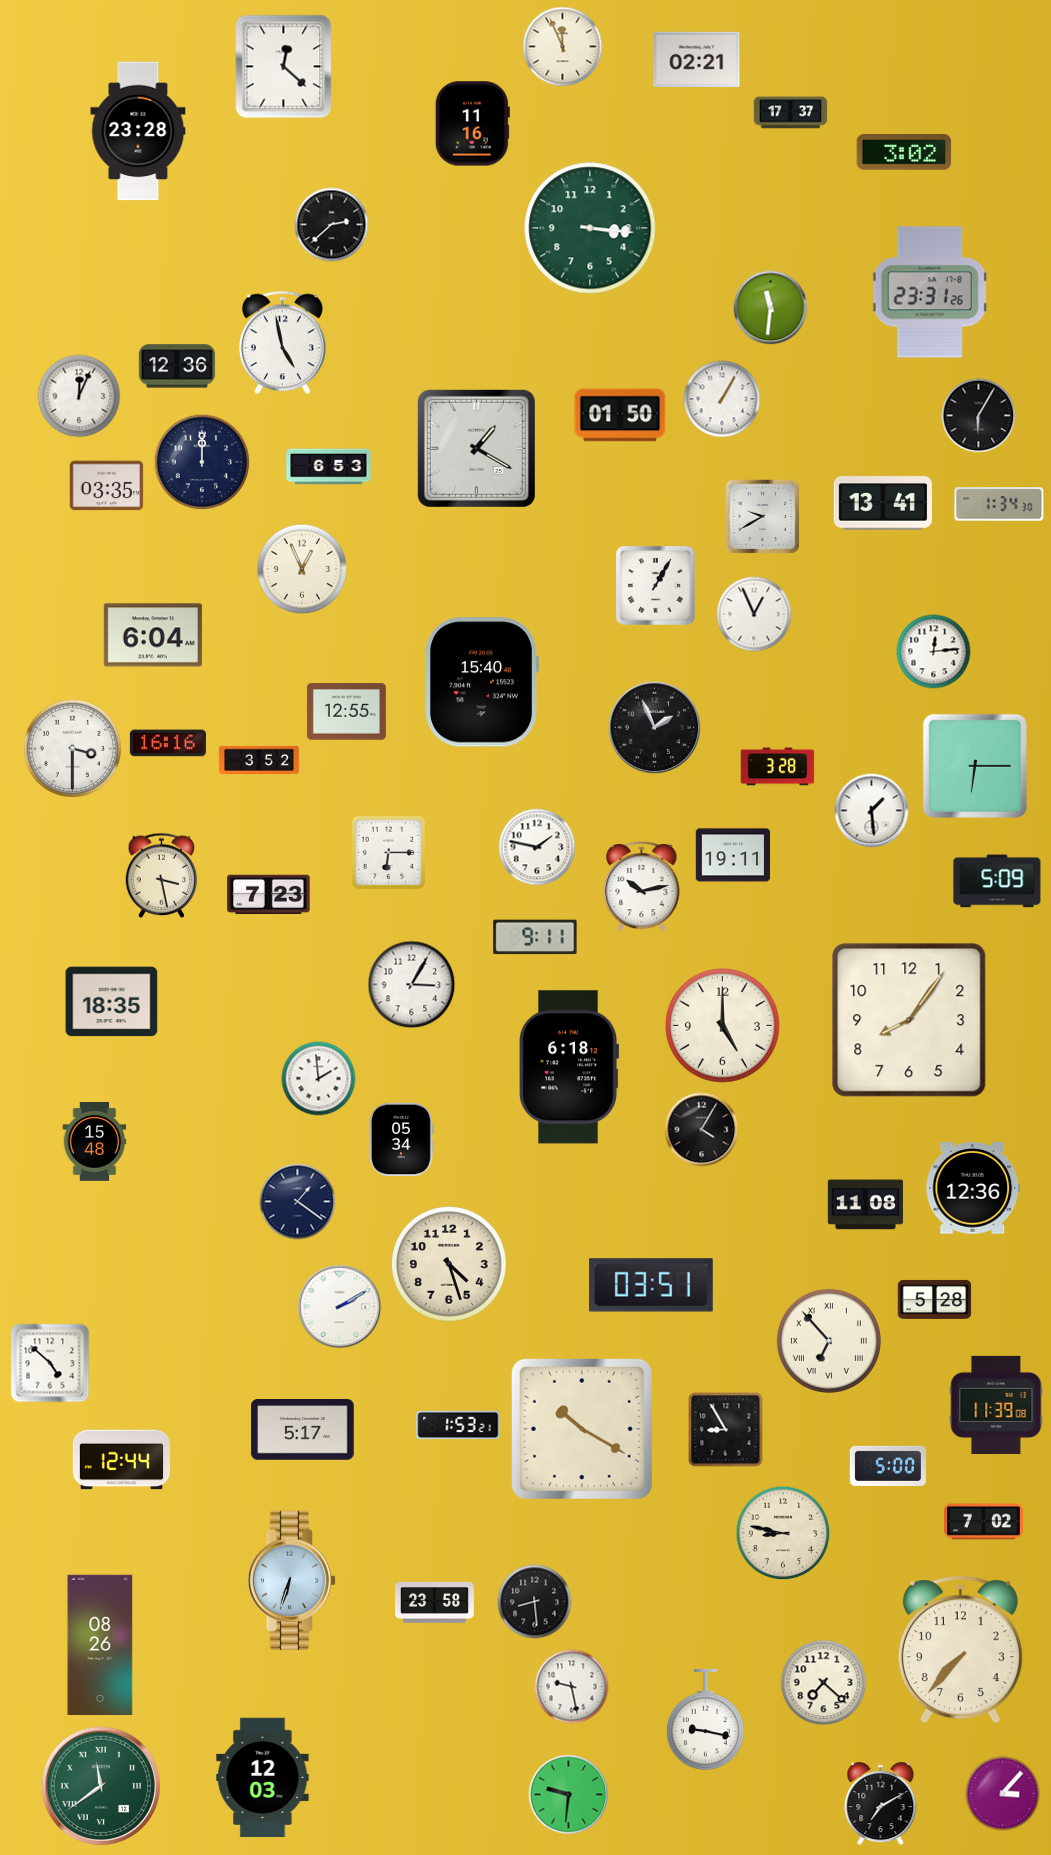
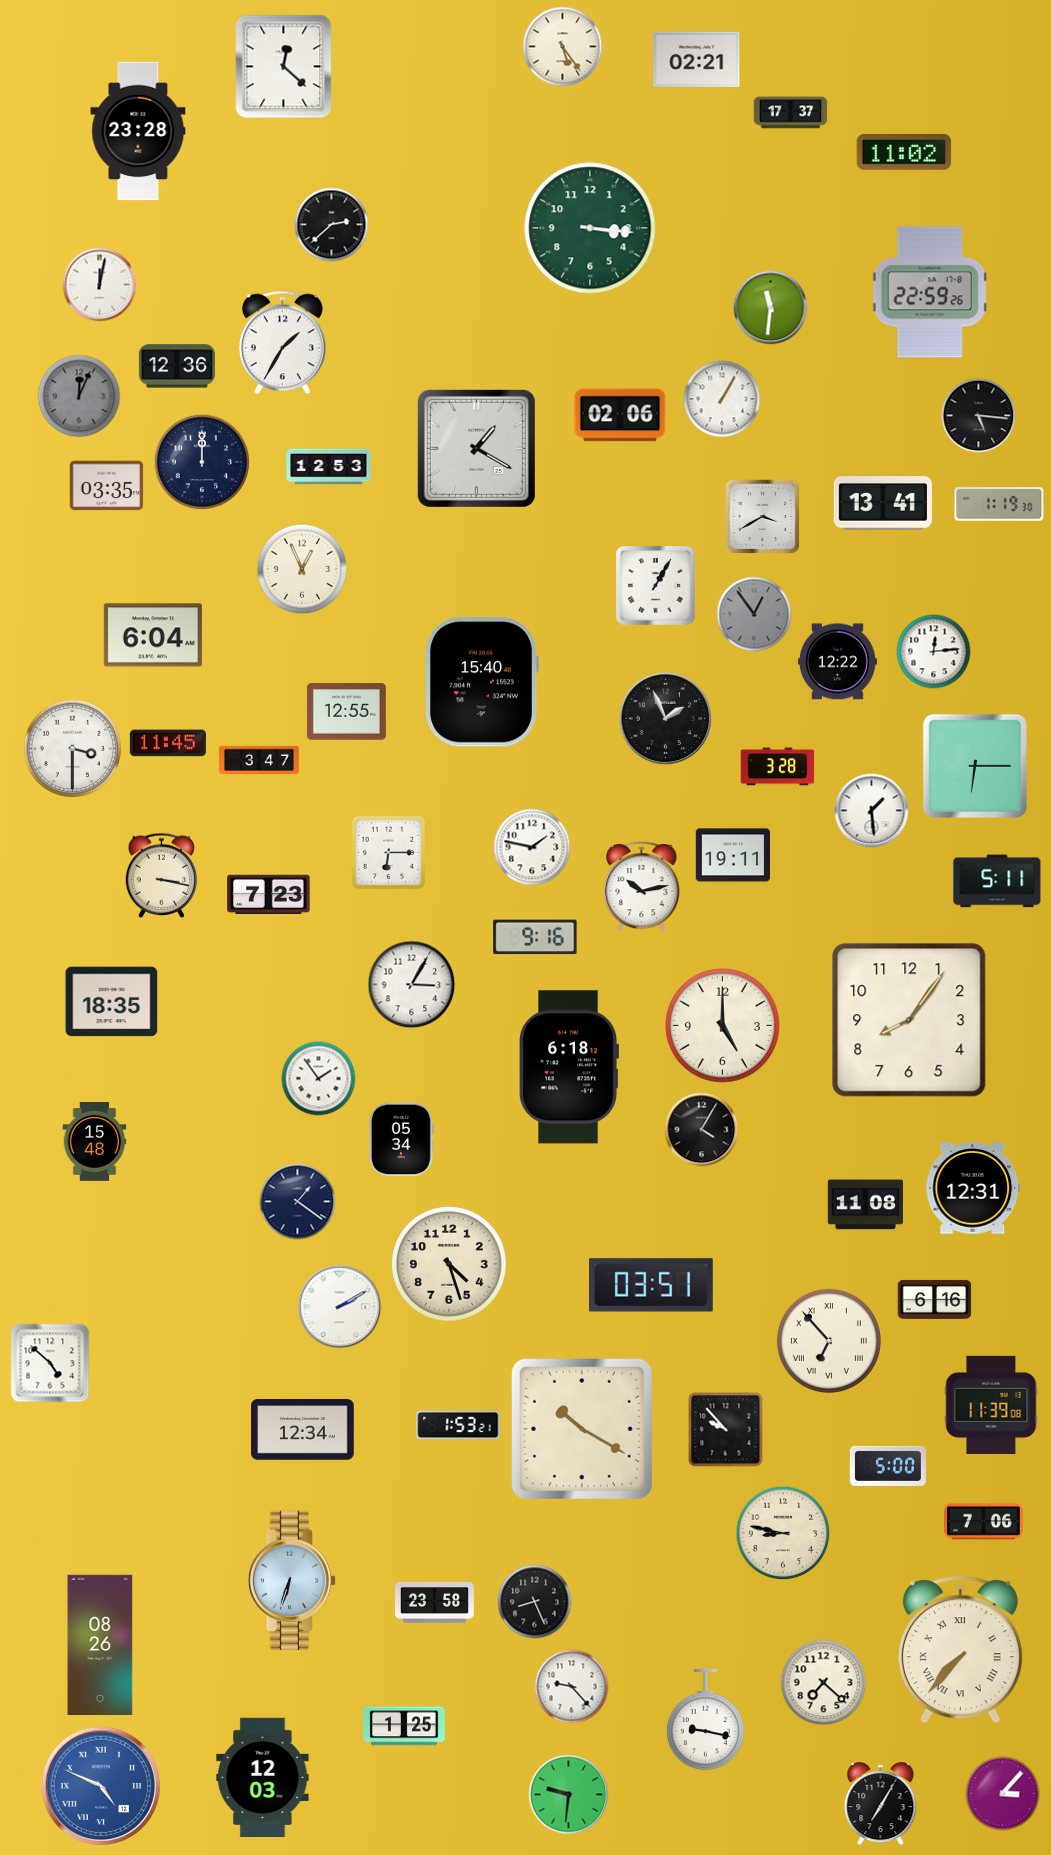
clock at (563, 47): 11:56 -> 5:24
clock at (472, 124): 11:16 -> none
clock at (904, 152): 3:02 -> 11:02
clock at (100, 285): none -> 12:02
clock at (930, 292): 23:31 -> 22:59
clock at (282, 343): 4:58 -> 1:35
clock at (79, 396) dial: white -> grey
clock at (620, 415): 01:50 -> 02:06
clock at (979, 416): 6:05 -> 5:16
clock at (329, 467): 6:53 -> 12:53
clock at (999, 504): 1:34 -> 1:19
clock at (763, 517): 9:40 -> 3:40
clock at (754, 614): 12:56 -> 12:54
clock at (754, 614) dial: white -> grey
clock at (837, 662): none -> 12:22
clock at (655, 728) position: (655, 728) -> (666, 719)
clock at (168, 743): 16:16 -> 11:45
clock at (259, 759): 3:52 -> 3:47
clock at (537, 847) position: (537, 847) -> (532, 847)
clock at (162, 875): 3:28 -> 3:17
clock at (997, 881): 5:09 -> 5:11
clock at (535, 937): 9:11 -> 9:16
clock at (319, 1079): 1:59 -> 1:54
clock at (973, 1188): 12:36 -> 12:31
clock at (935, 1299): 5:28 -> 6:16
clock at (996, 1405) position: (996, 1405) -> (991, 1405)
clock at (303, 1430): 5:17 -> 12:34
clock at (726, 1430): 8:55 -> 9:53
clock at (121, 1460): 12:44 -> none
clock at (984, 1522): 7:02 -> 7:06
clock at (535, 1602): 8:29 -> 8:26
clock at (960, 1650) numerals: Arabic -> Roman
clock at (572, 1687): 9:28 -> 9:23
clock at (404, 1726): none -> 1:25
clock at (101, 1786): 11:39 -> 4:49
clock at (101, 1786) dial: green -> blue
clock at (881, 1804): 7:10 -> 7:05
